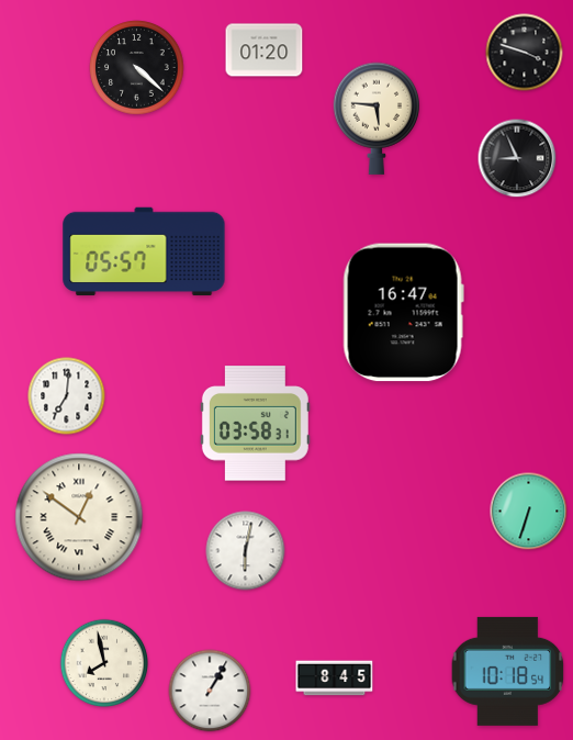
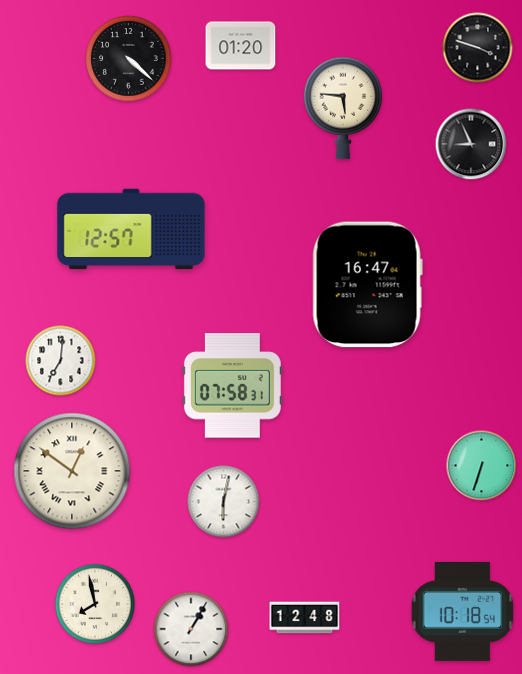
clock at (137, 68) position: (137, 68) -> (129, 59)
clock at (144, 251): 05:57 -> 12:57
clock at (255, 424): 03:58 -> 07:58
clock at (335, 679): 8:45 -> 12:48
